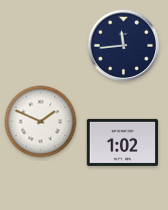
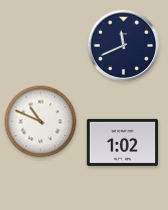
clock at (124, 46): 11:44 -> 11:41
clock at (41, 122): 1:49 -> 10:49
